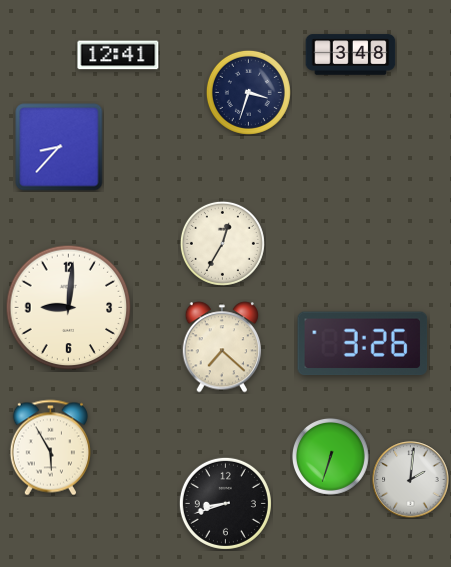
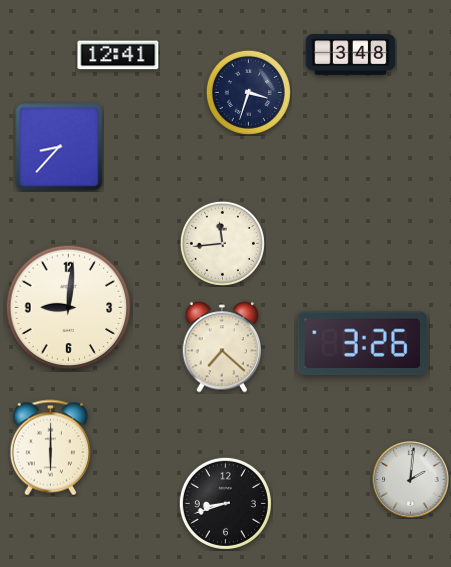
clock at (222, 243): 12:35 -> 11:44
clock at (50, 448): 5:55 -> 6:00
clock at (330, 456): 6:33 -> none
